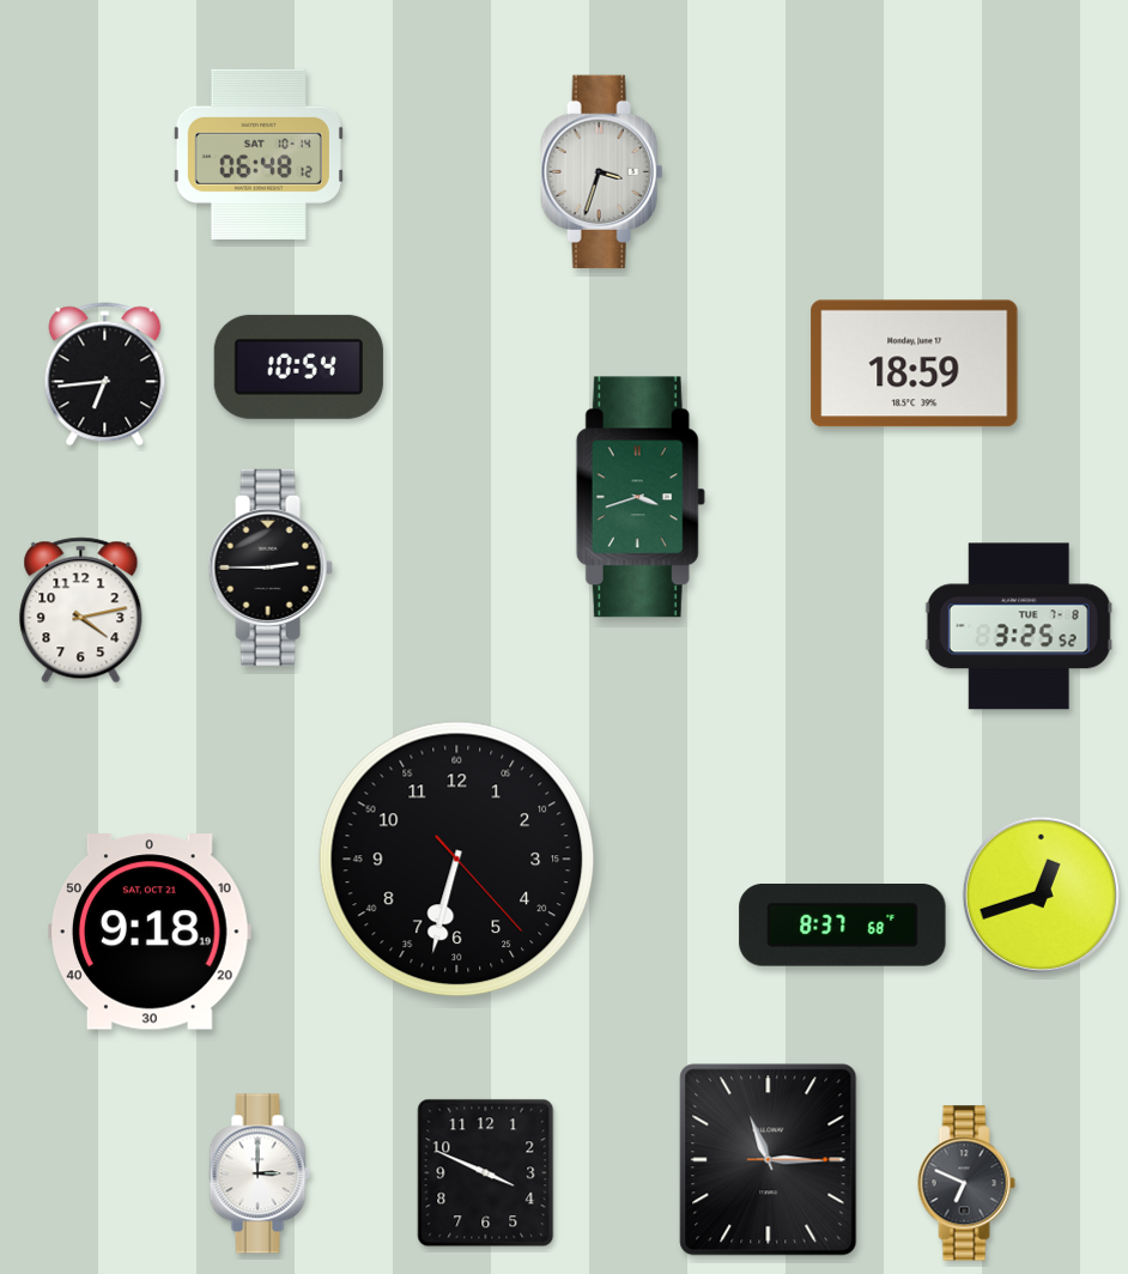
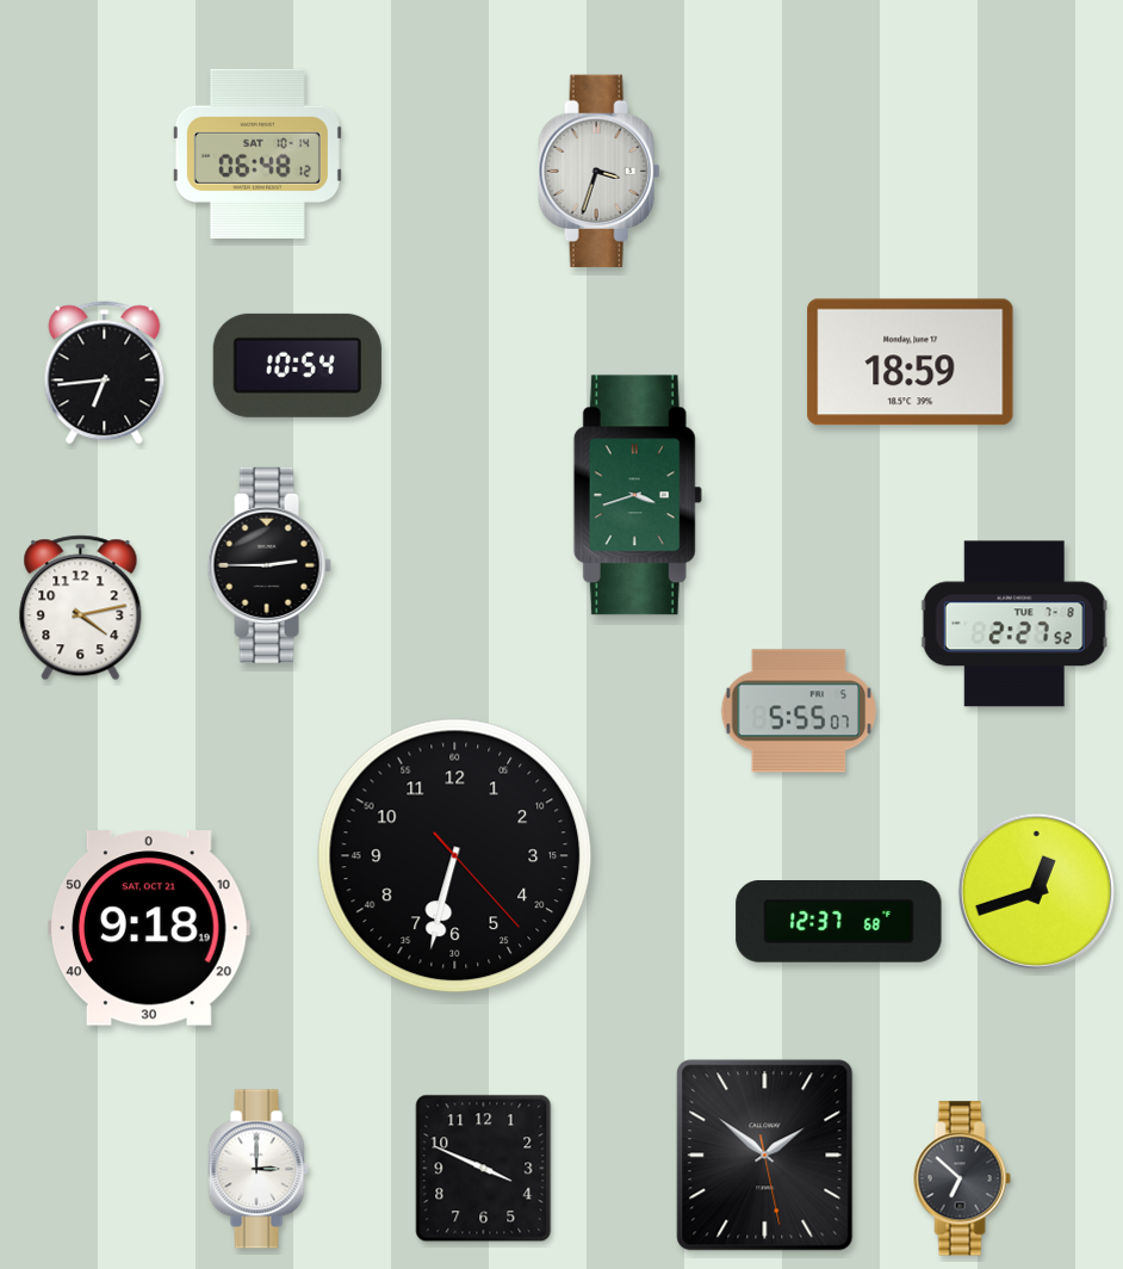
clock at (1019, 626): 3:25 -> 2:27
clock at (799, 711): none -> 5:55
clock at (843, 926): 8:37 -> 12:37
clock at (769, 1160): 11:15 -> 1:51
clock at (966, 1183): 6:49 -> 6:52
